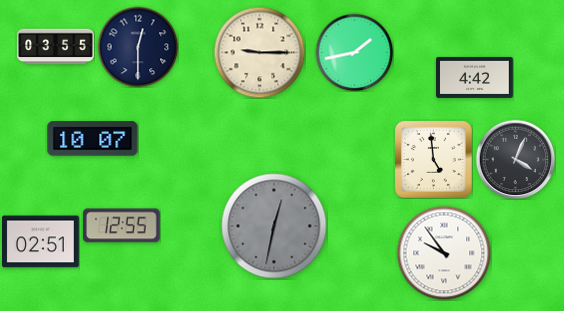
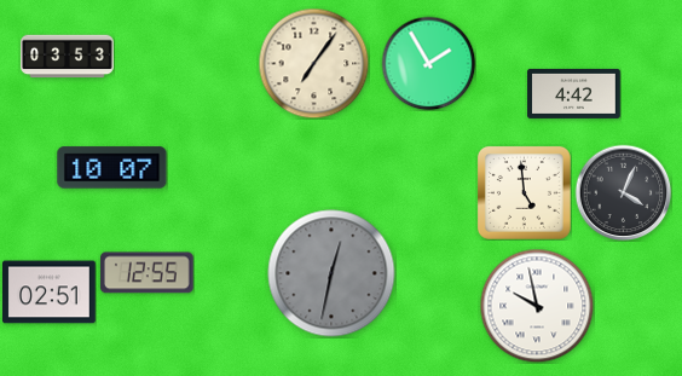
clock at (56, 47): 03:55 -> 03:53
clock at (138, 47): 12:30 -> none
clock at (259, 52): 9:15 -> 7:06
clock at (354, 52): 1:43 -> 1:55
clock at (444, 253): 9:54 -> 9:58
